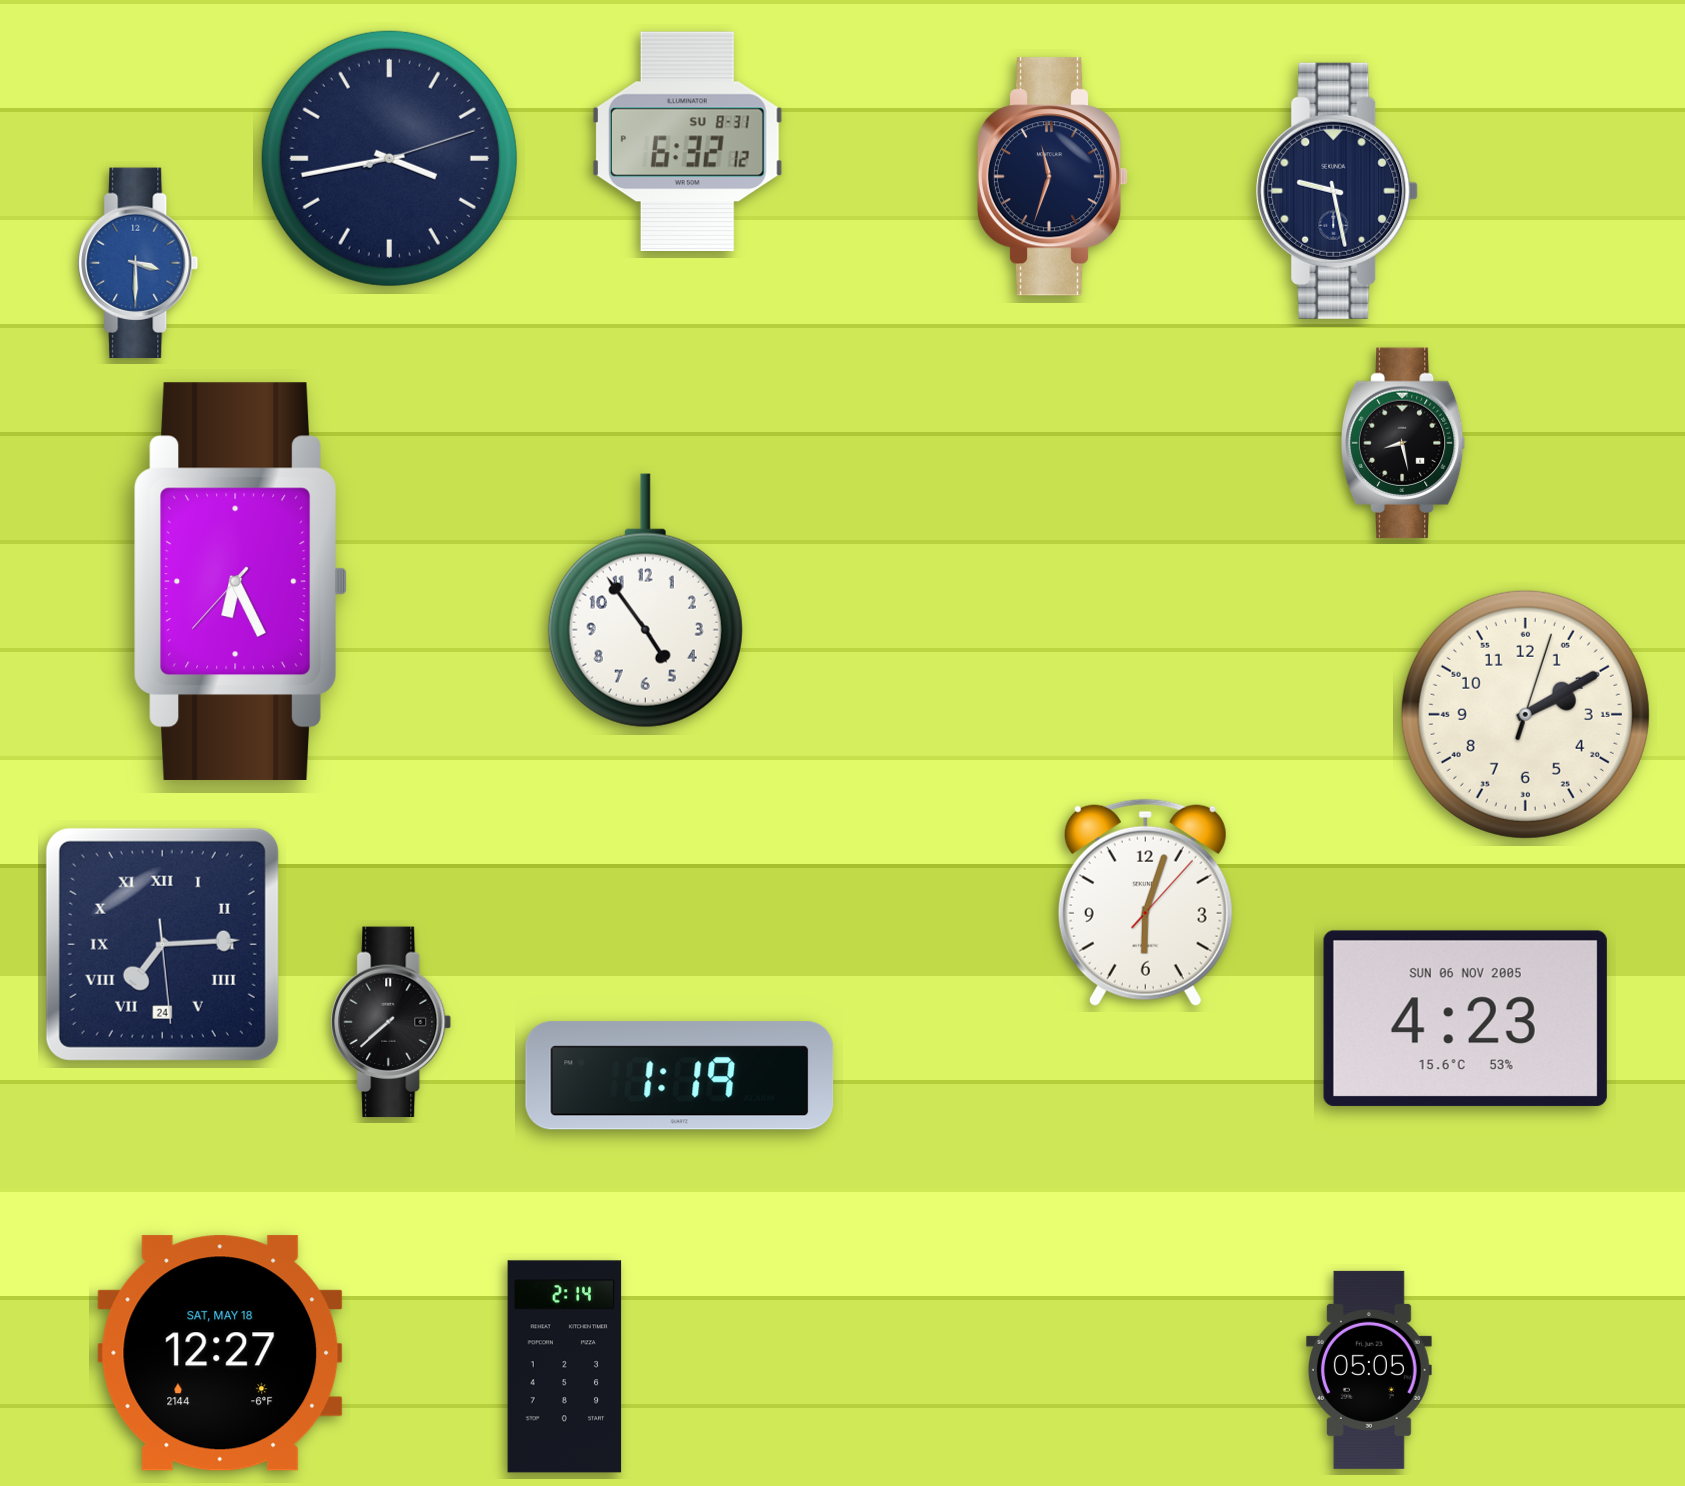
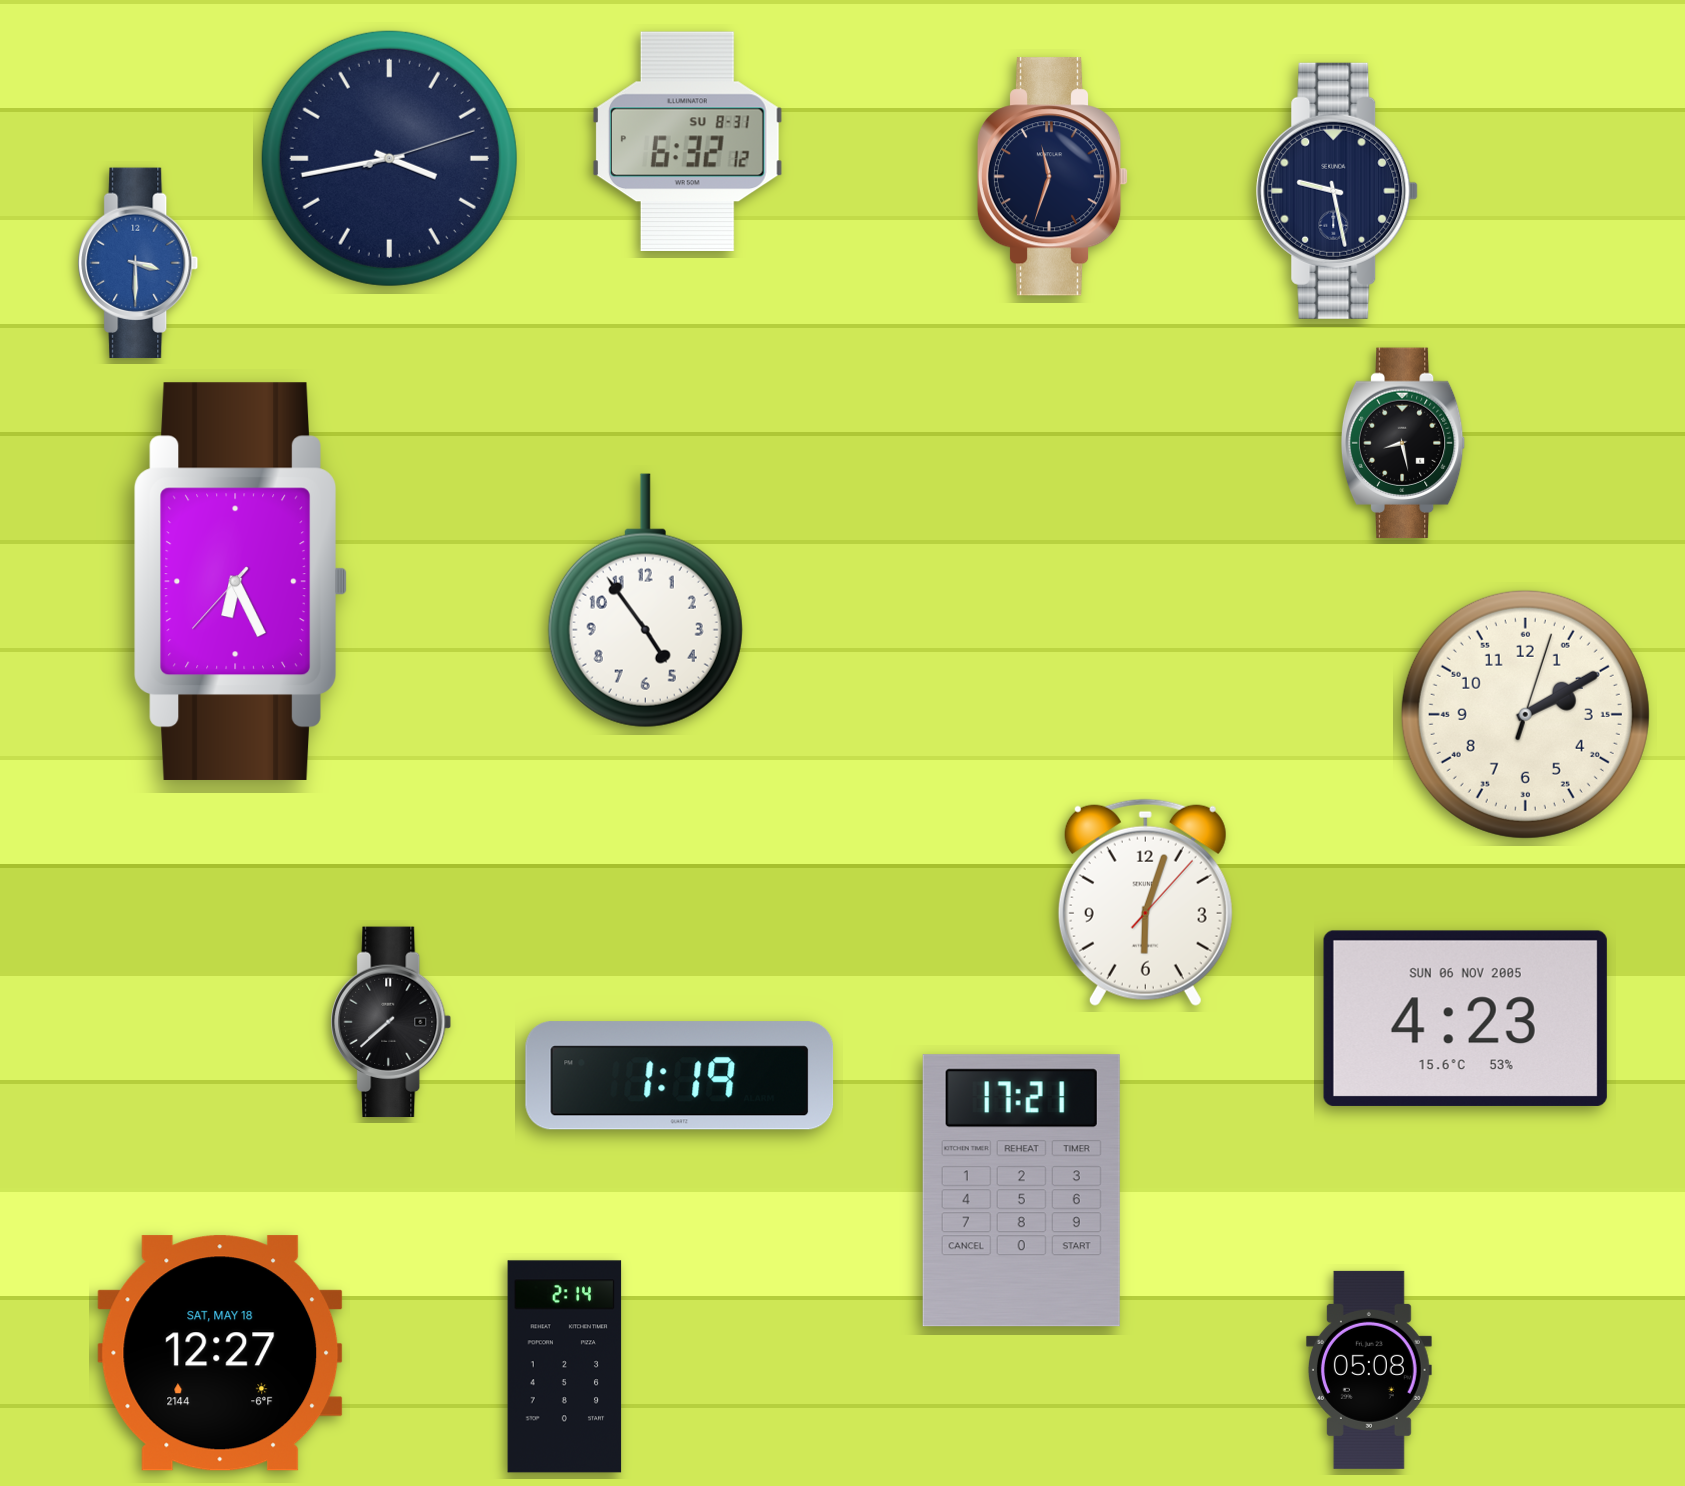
clock at (162, 944): 7:14 -> none
clock at (1021, 1191): none -> 17:21
clock at (1369, 1370): 05:05 -> 05:08
